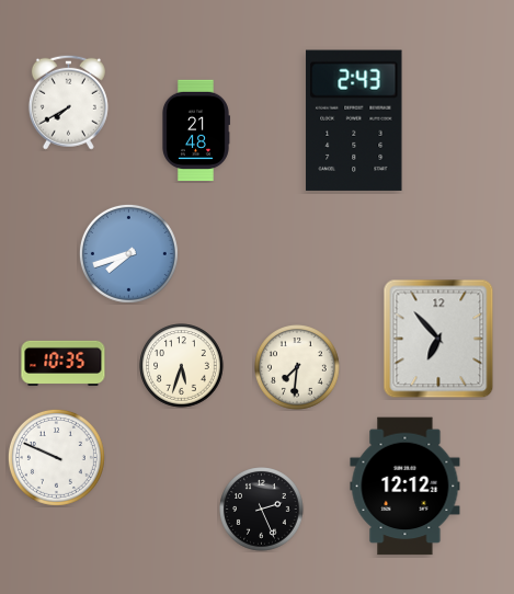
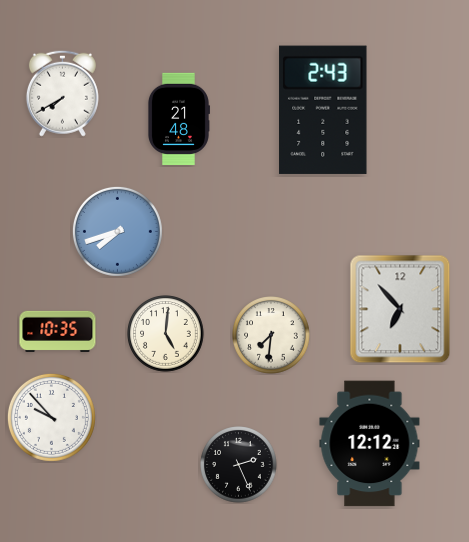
clock at (182, 366): 5:33 -> 5:01
clock at (56, 457): 9:49 -> 9:53
